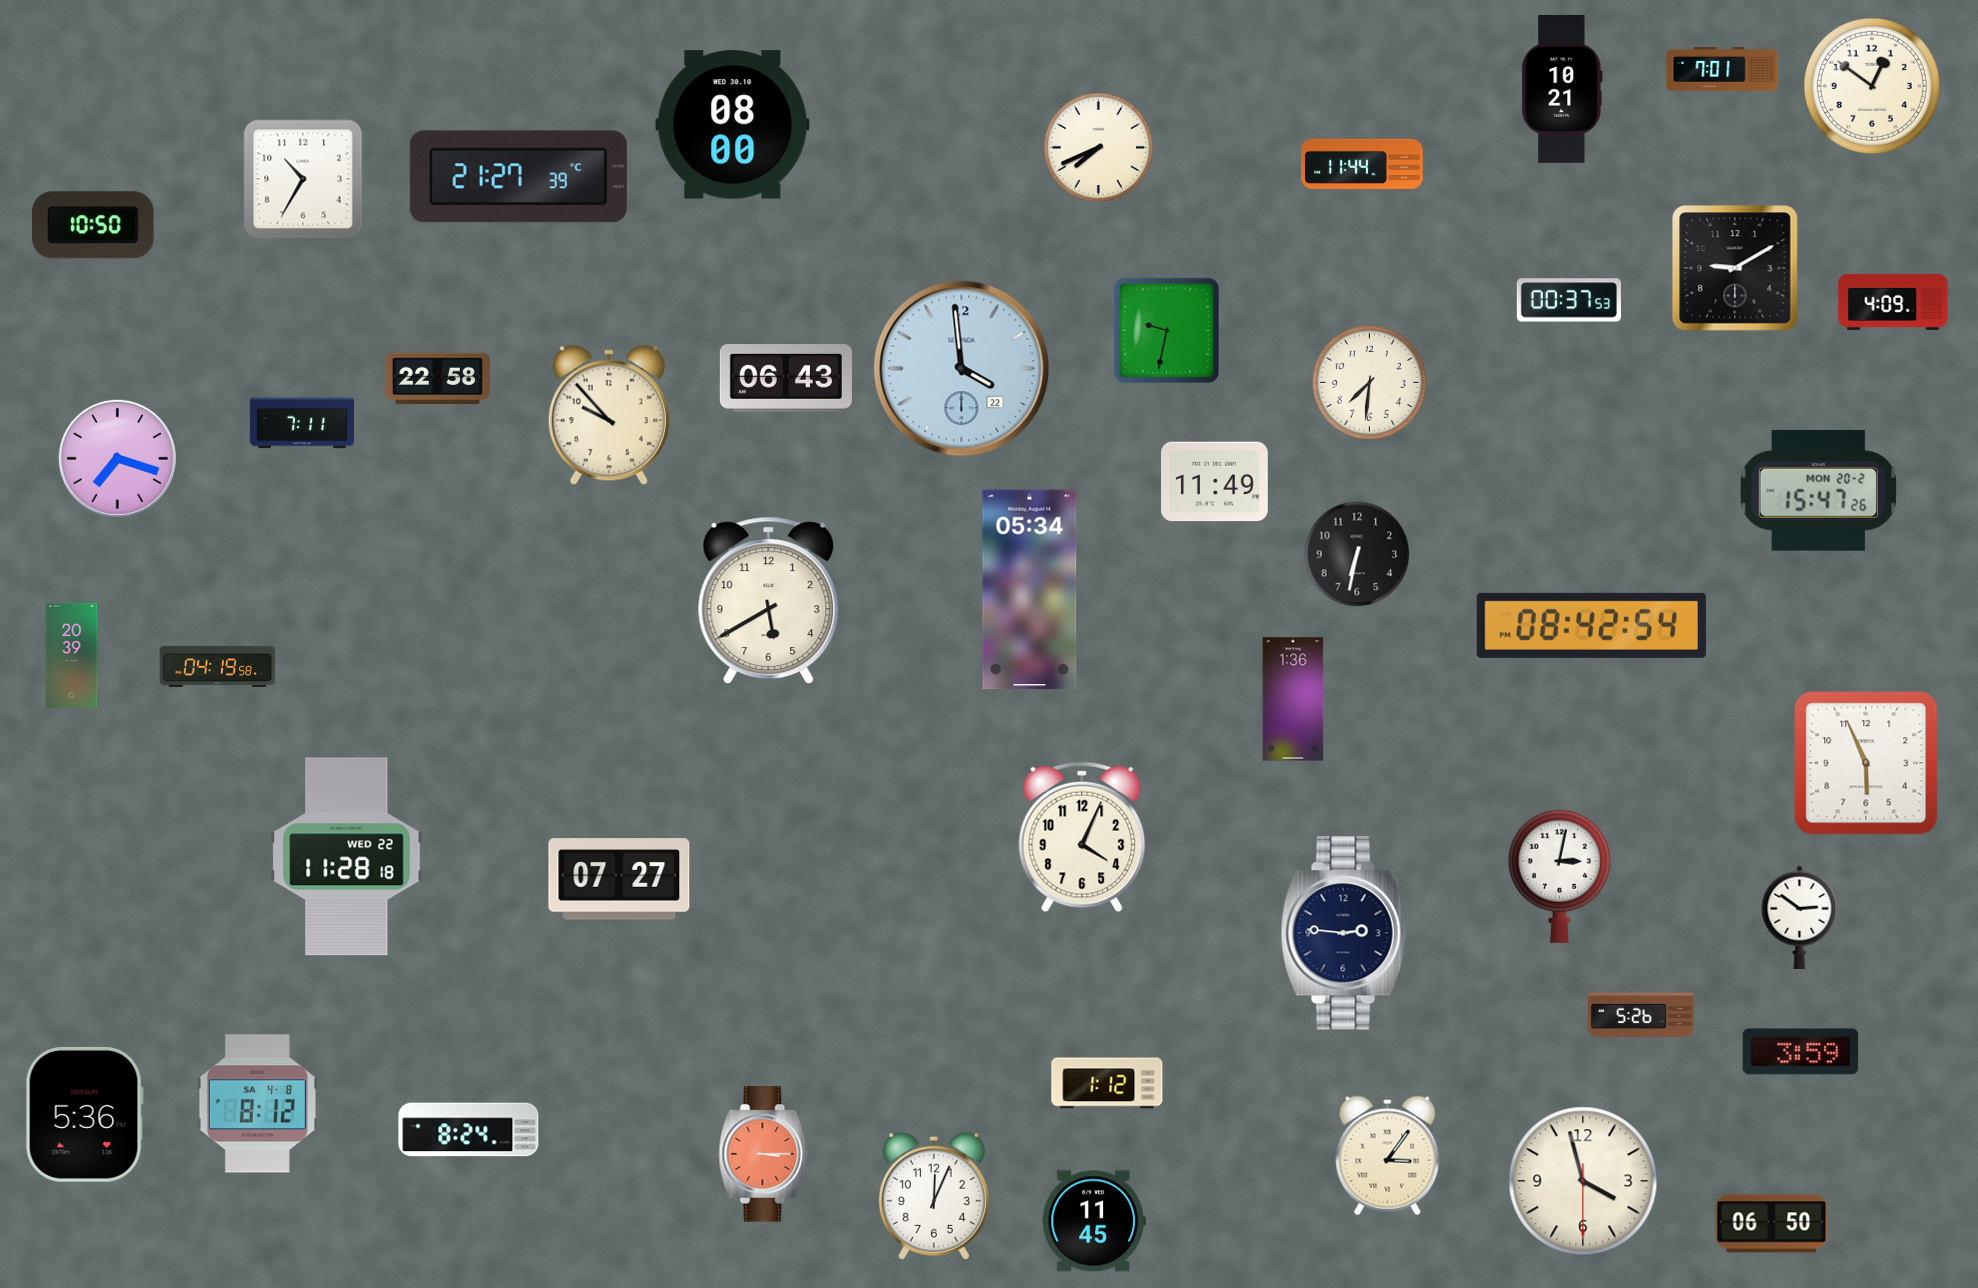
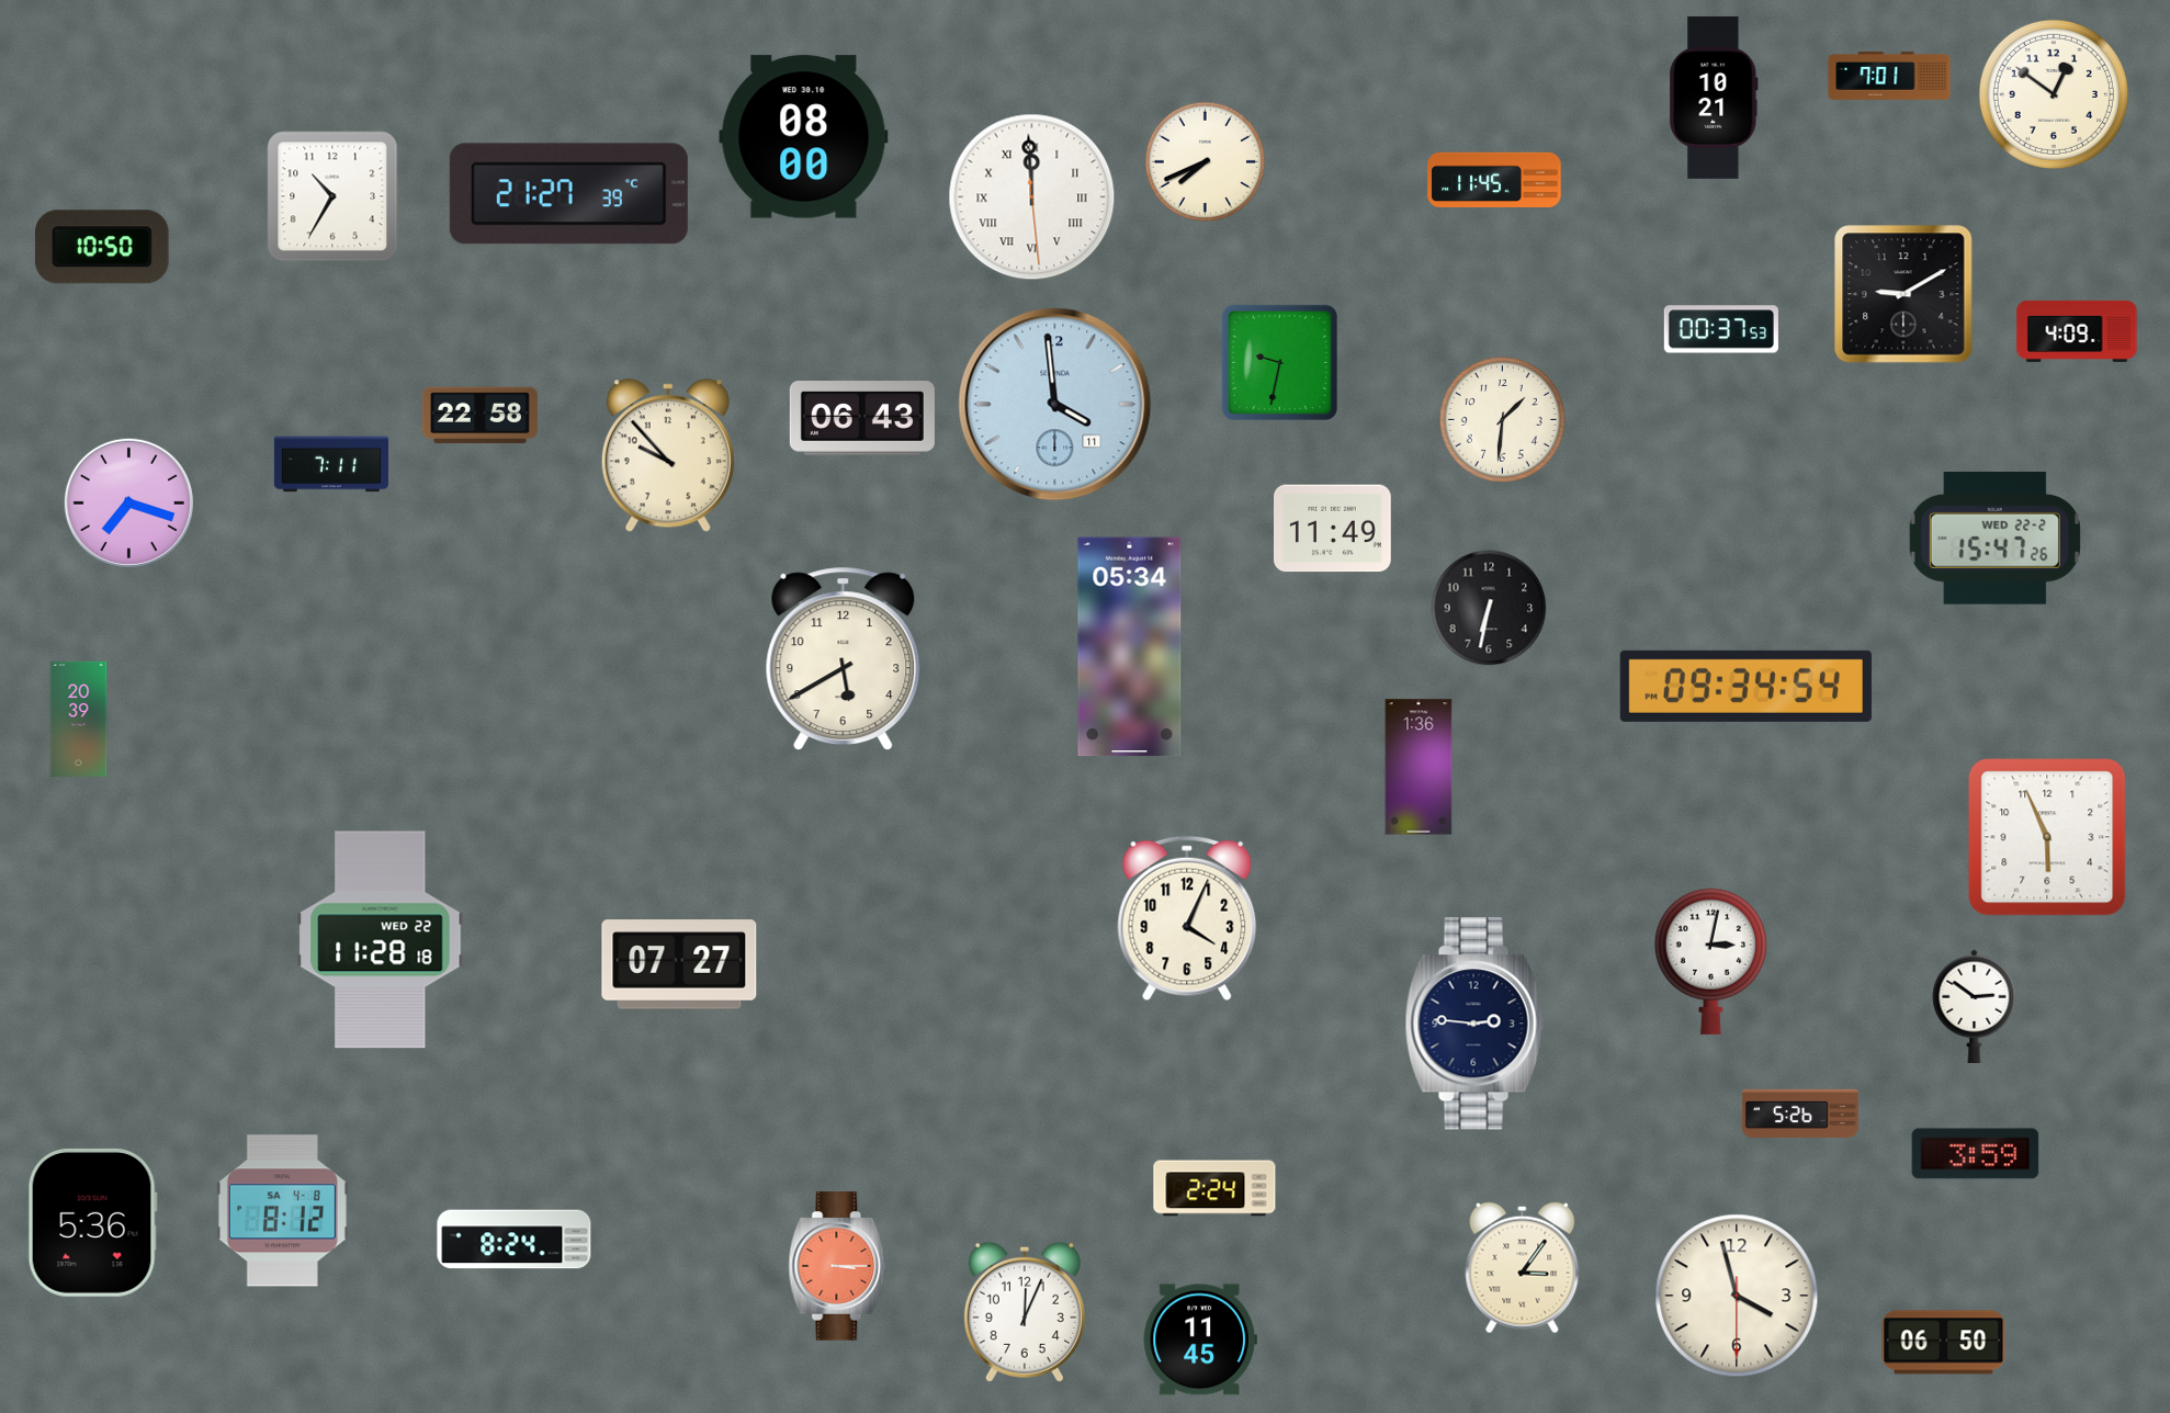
clock at (1362, 164): 11:44 -> 11:45
clock at (1032, 197): none -> 11:59
clock at (962, 369) date: 22 -> 11
clock at (786, 378) position: (786, 378) -> (862, 418)
clock at (1369, 382): 7:31 -> 1:31
clock at (1818, 490) date: MON 20-2 -> WED 22-2
clock at (1591, 625): 08:42 -> 09:34
clock at (218, 666): 04:19 -> none
clock at (1107, 1083): 1:12 -> 2:24
